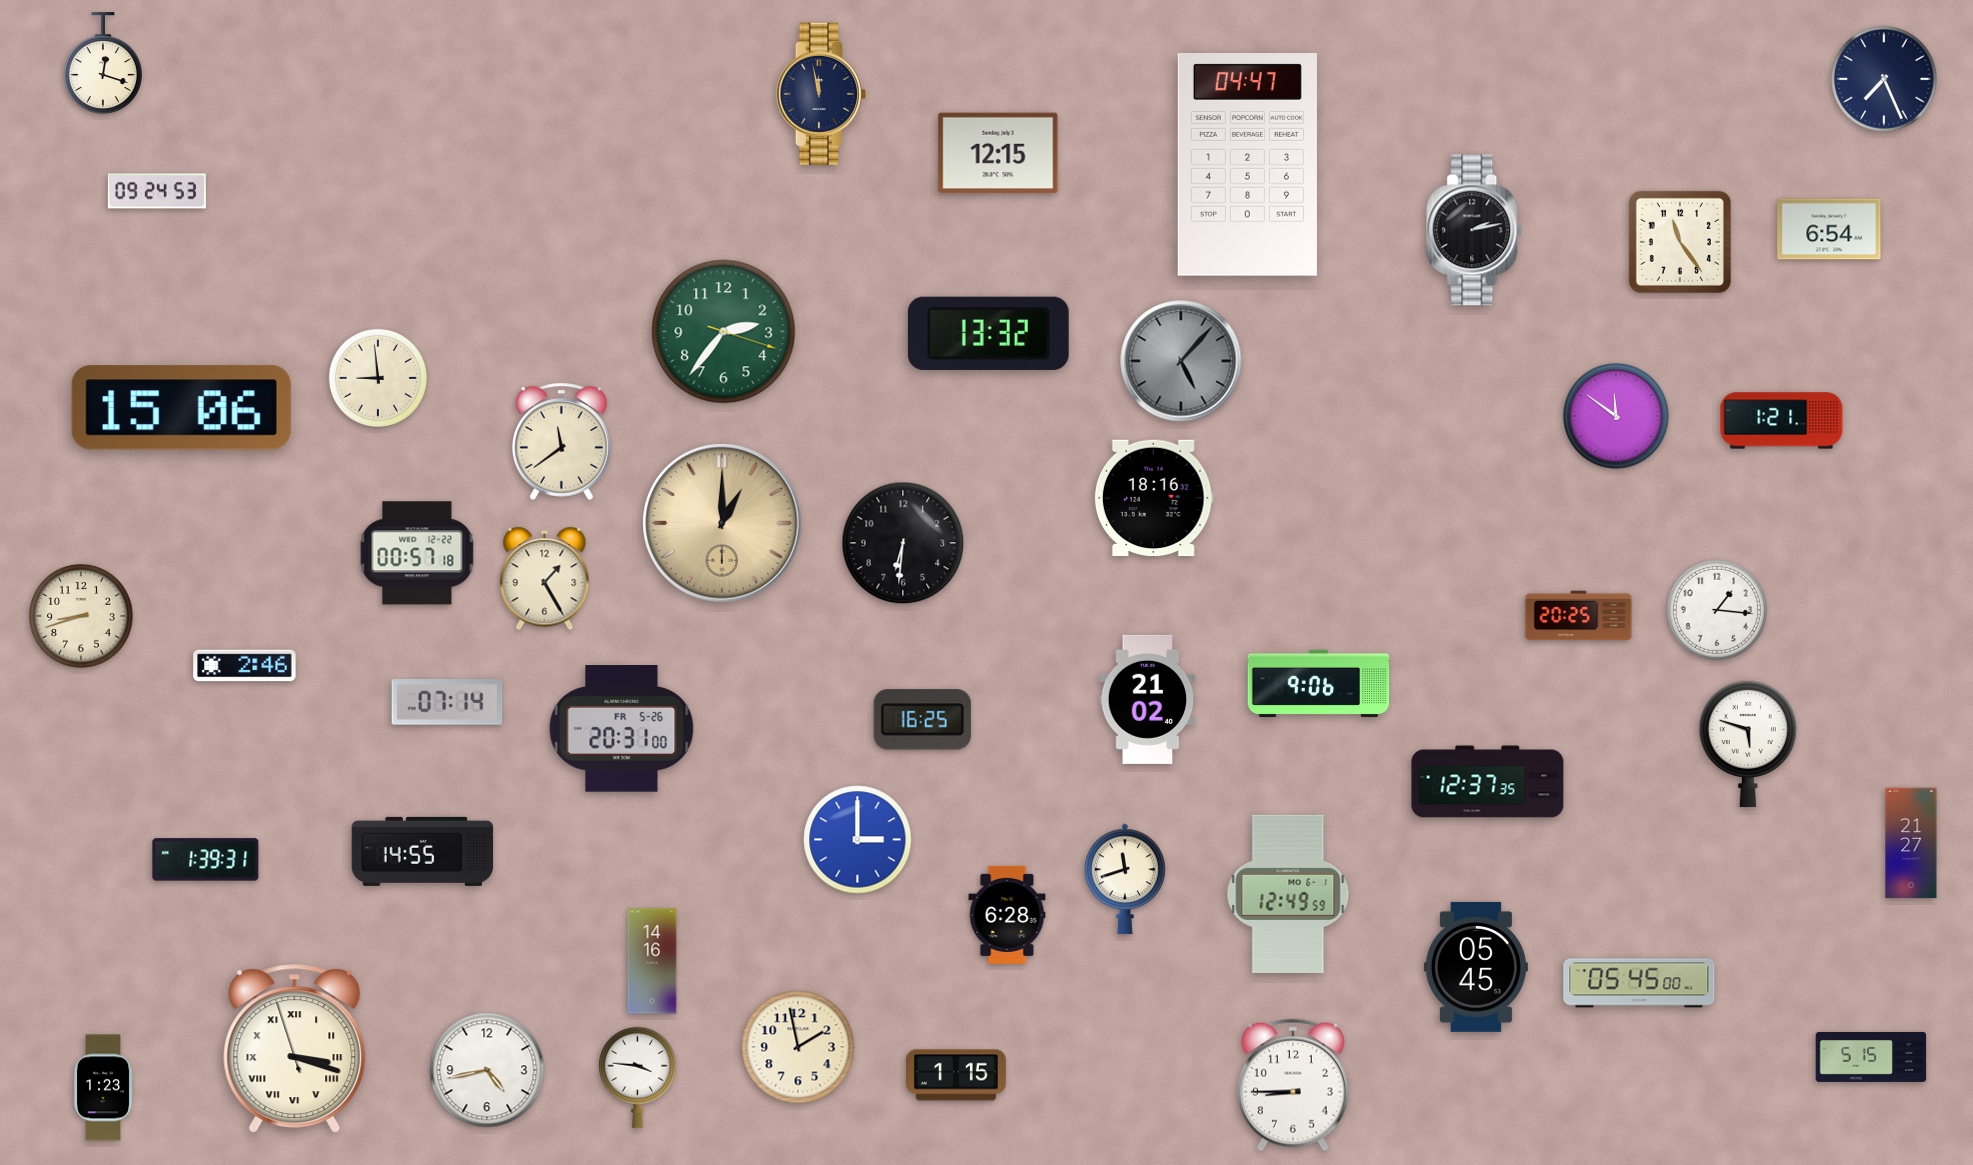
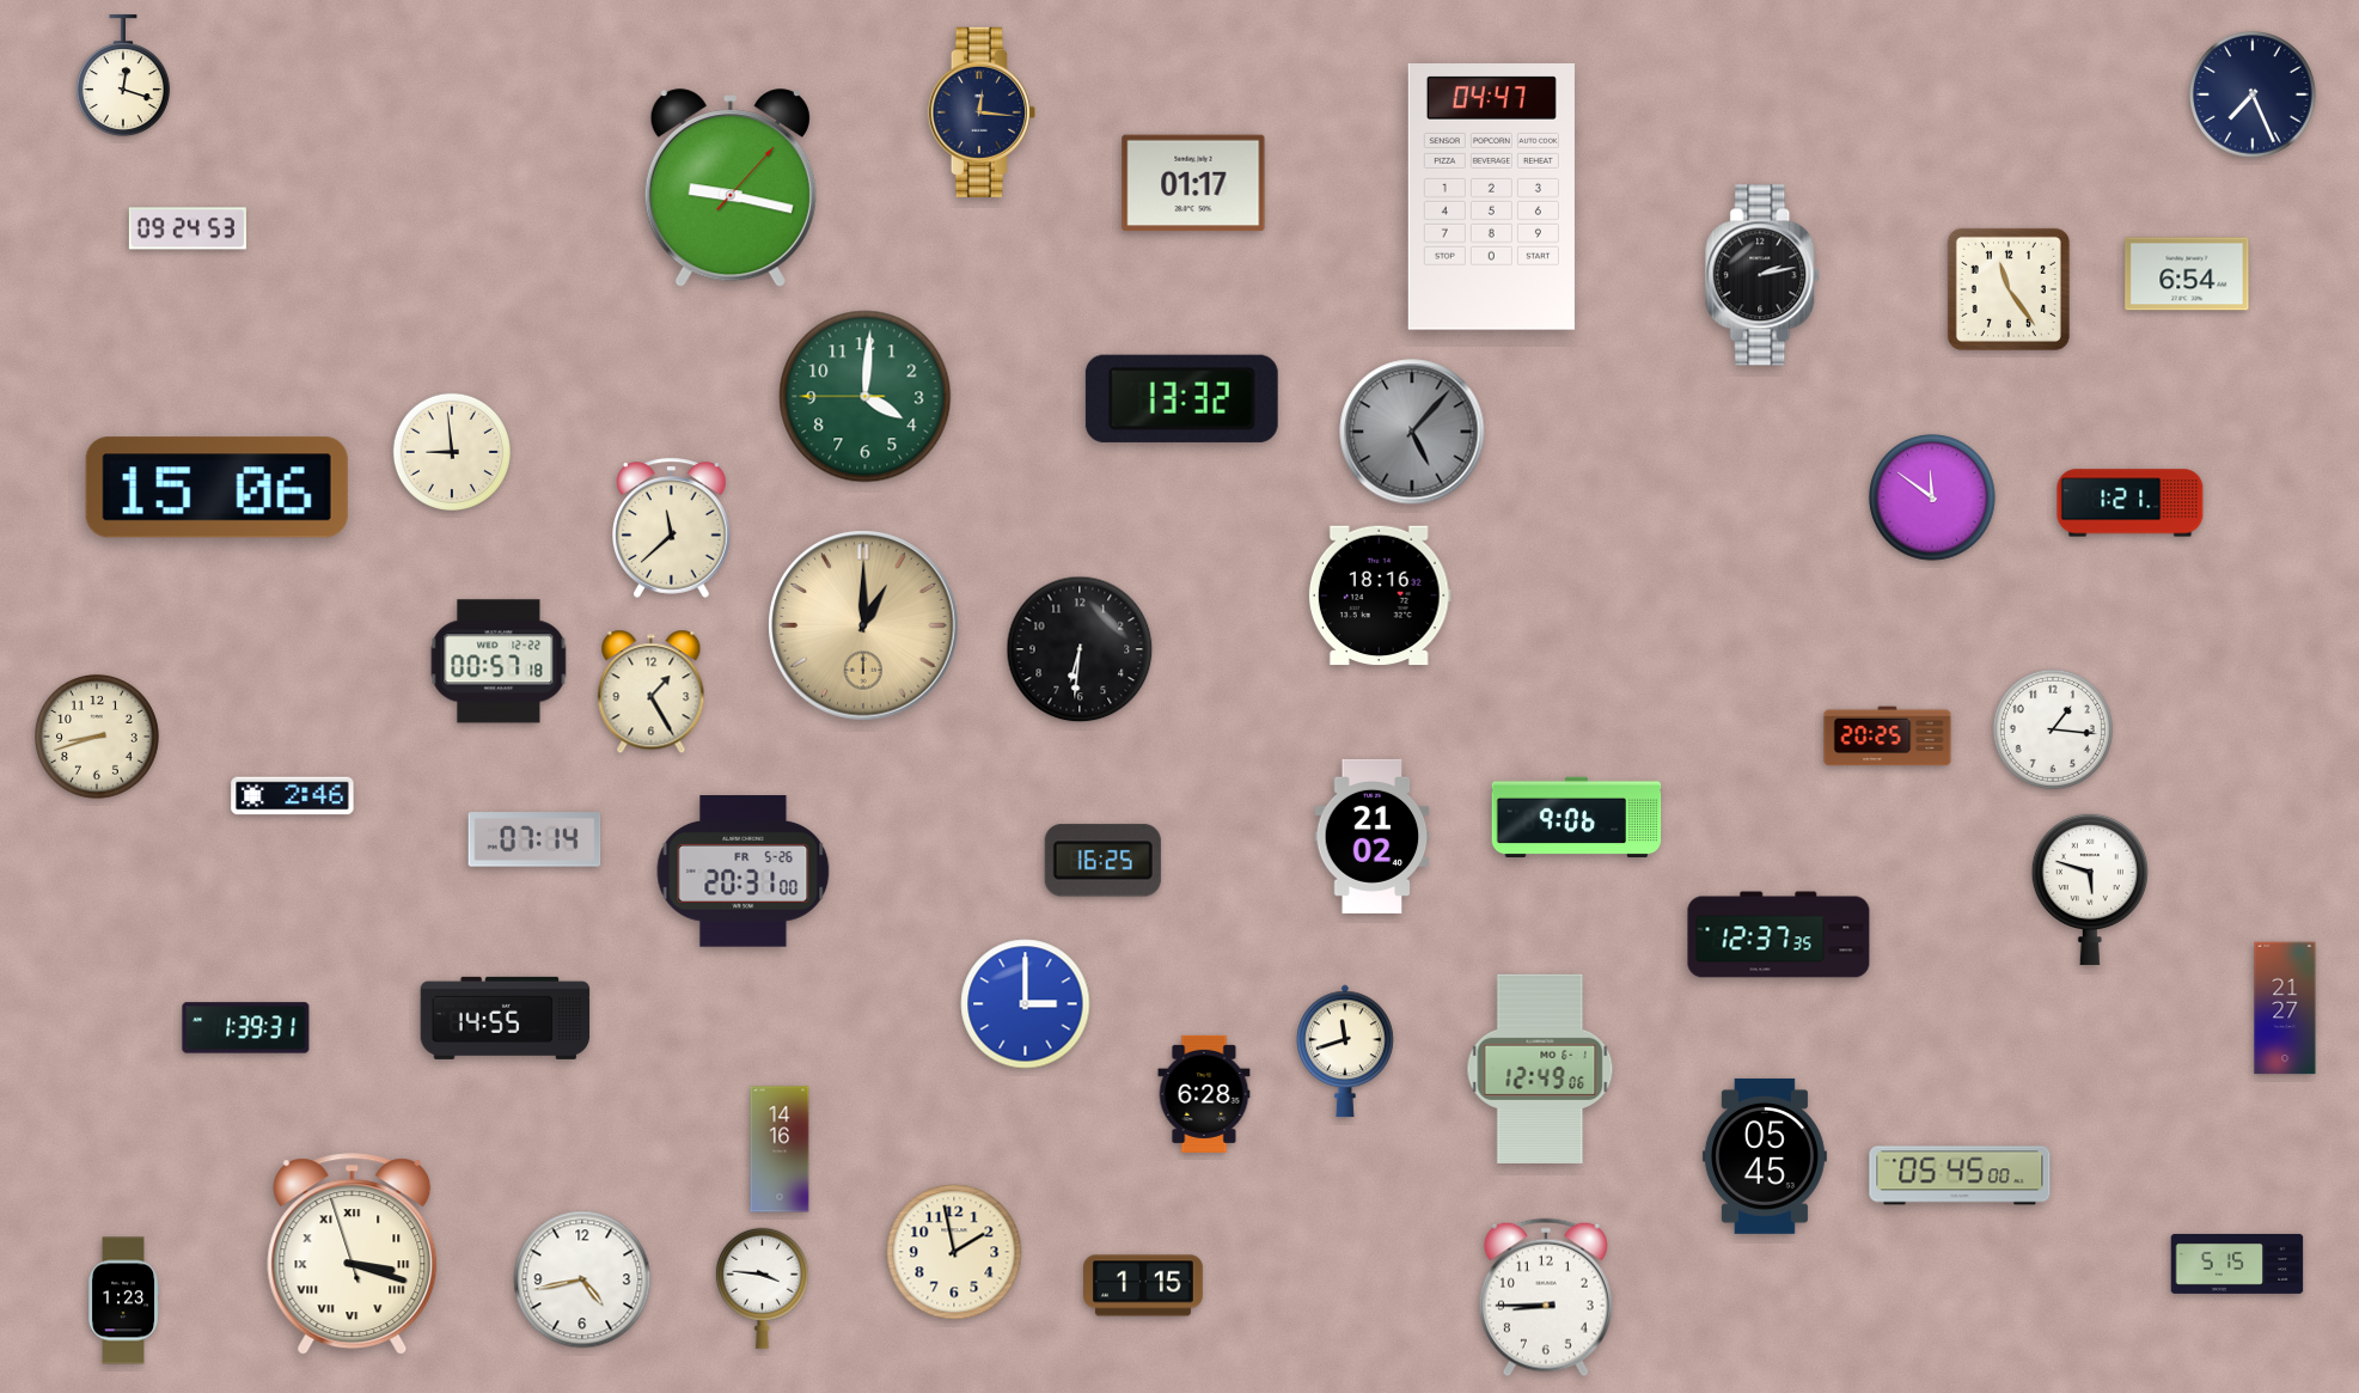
clock at (820, 94): 11:58 -> 12:16
clock at (998, 153): 12:15 -> 01:17
clock at (731, 189): none -> 9:17
clock at (724, 332): 2:36 -> 4:00
clock at (562, 441): 11:39 -> 11:38
clock at (1288, 894): 12:49:59 -> 12:49:06
